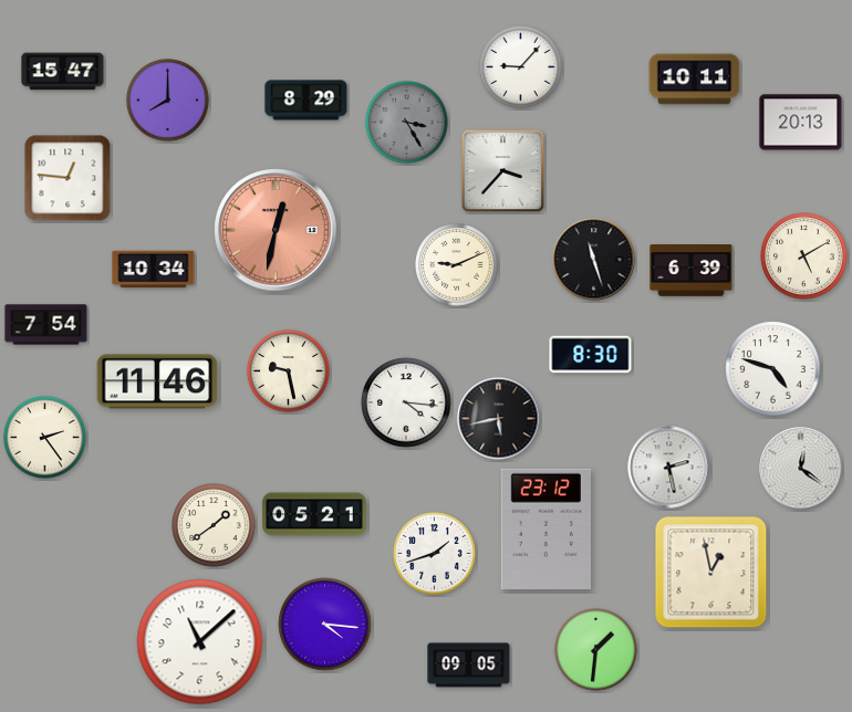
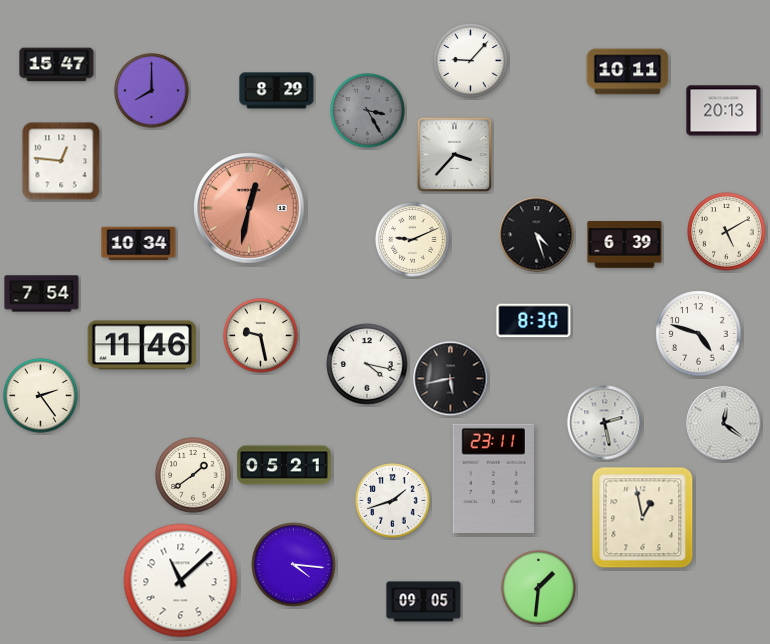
clock at (594, 260): 11:27 -> 4:27
clock at (406, 402): 4:16 -> 4:17
clock at (546, 528): 23:12 -> 23:11
